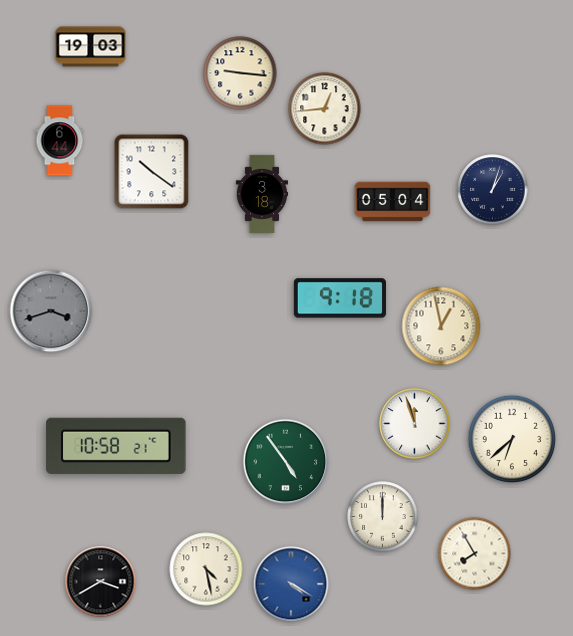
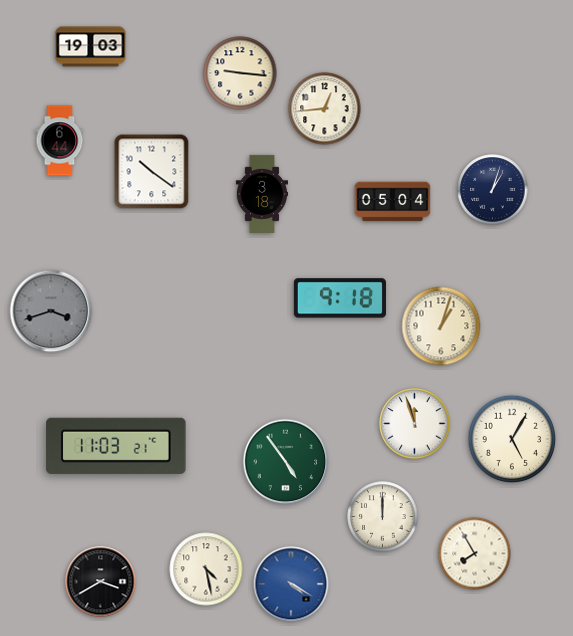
clock at (441, 326): 12:58 -> 1:03
clock at (512, 439): 6:38 -> 5:05
clock at (116, 446): 10:58 -> 11:03
